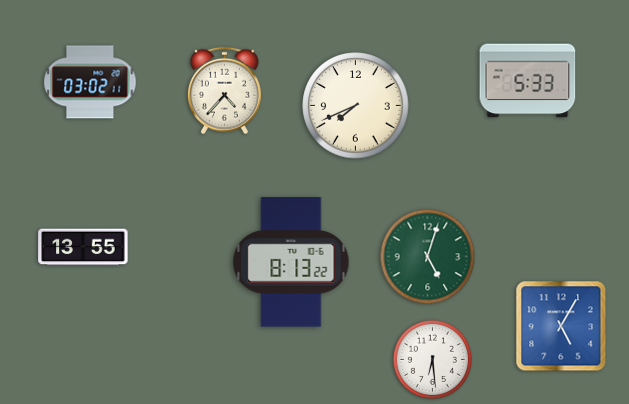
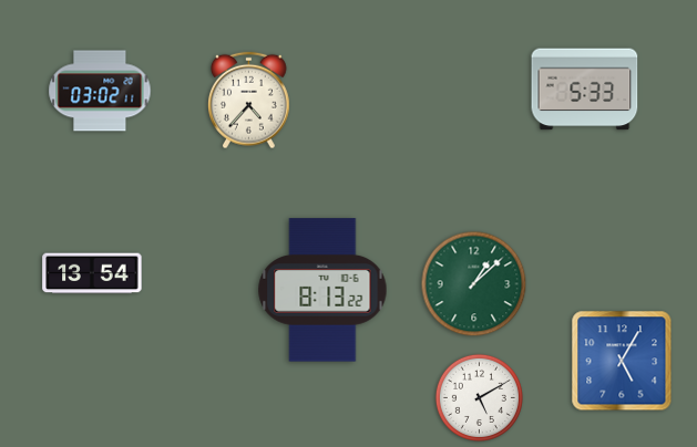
clock at (356, 106): 7:41 -> none
clock at (83, 247): 13:55 -> 13:54
clock at (428, 257): 5:03 -> 1:08
clock at (432, 359): 6:29 -> 5:10
